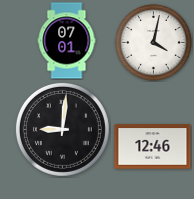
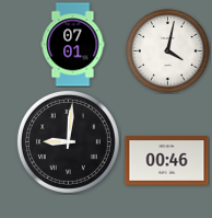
clock at (154, 43) position: (154, 43) -> (168, 51)
clock at (153, 147): 12:46 -> 00:46
